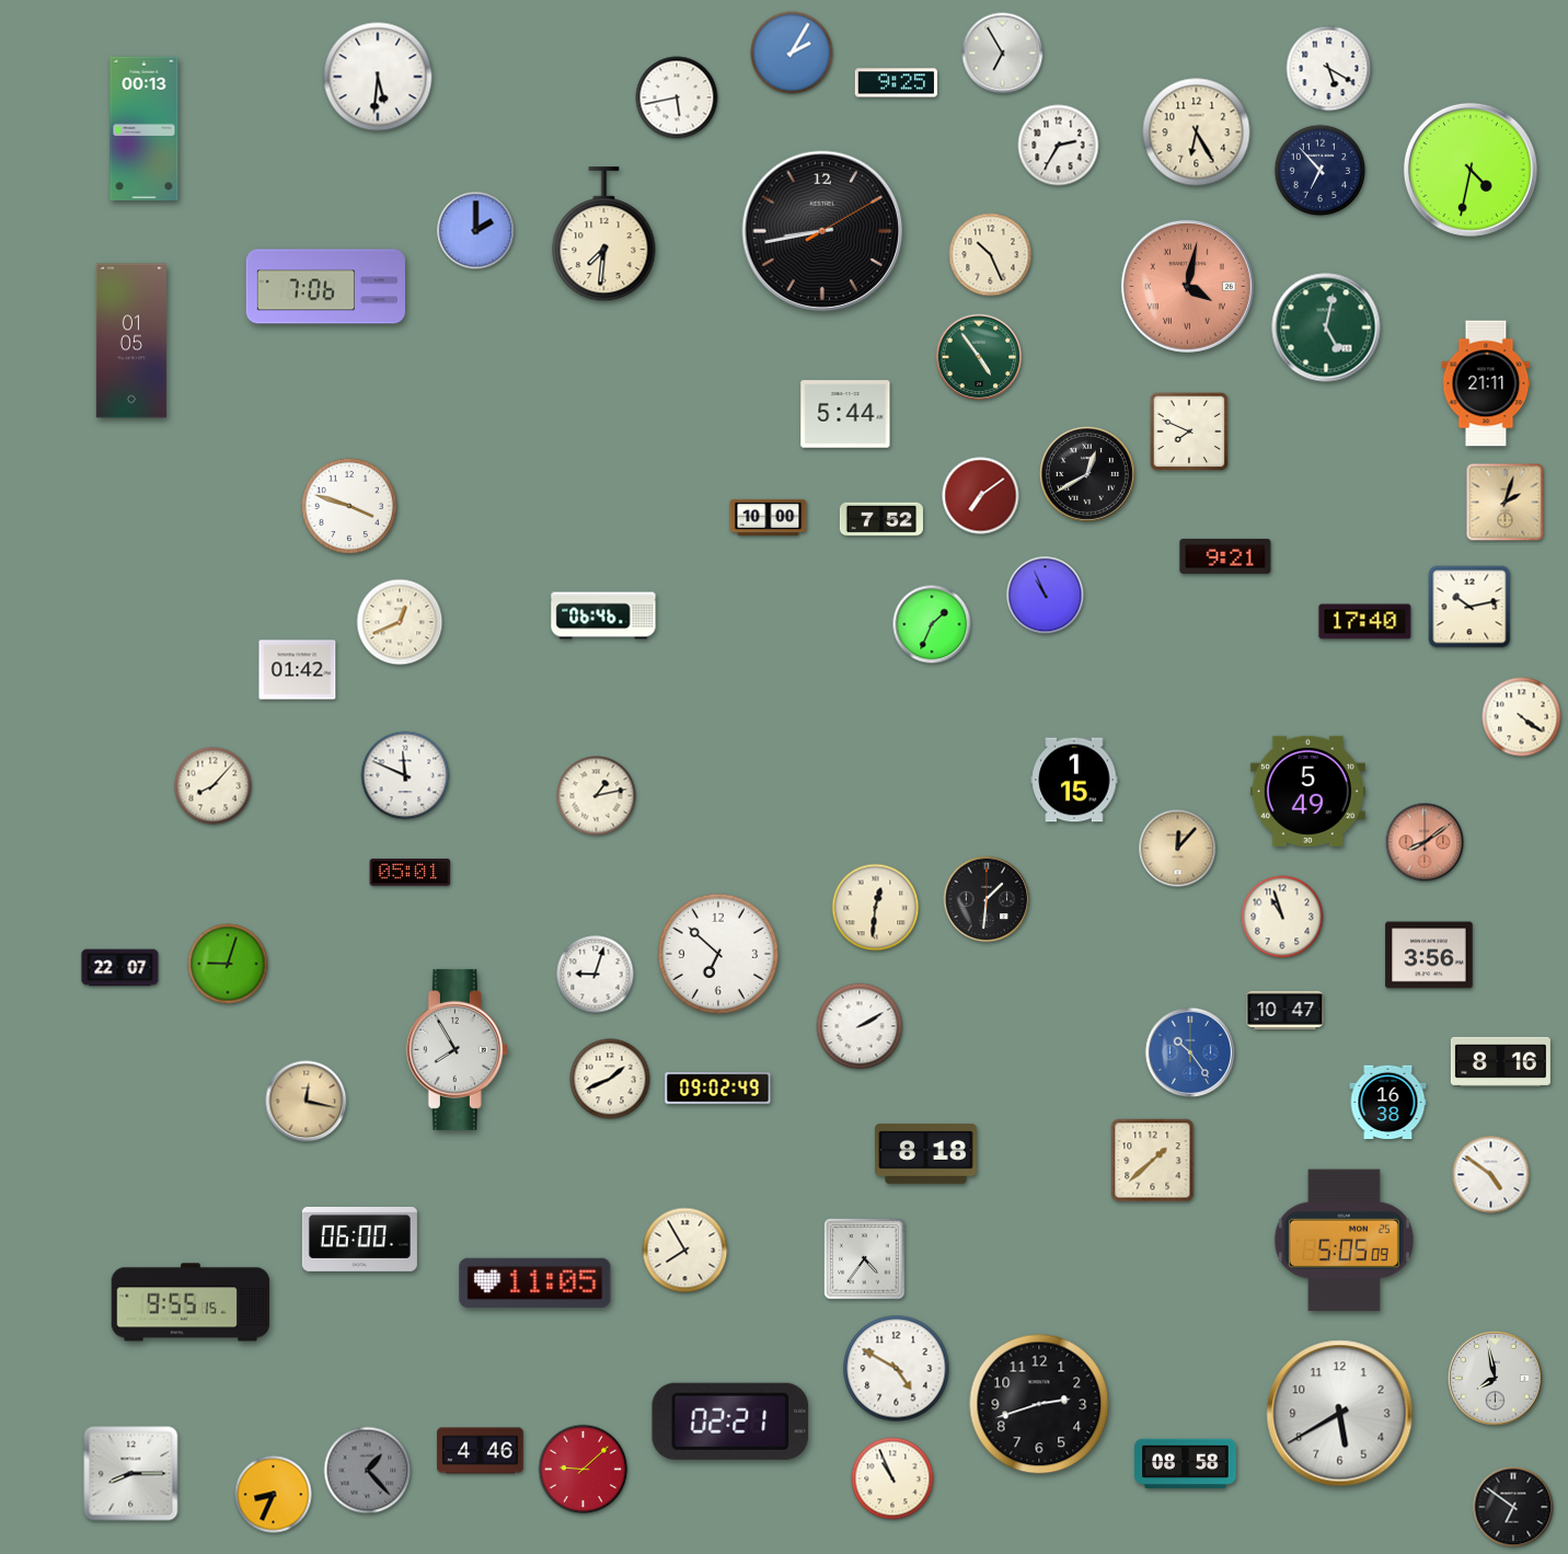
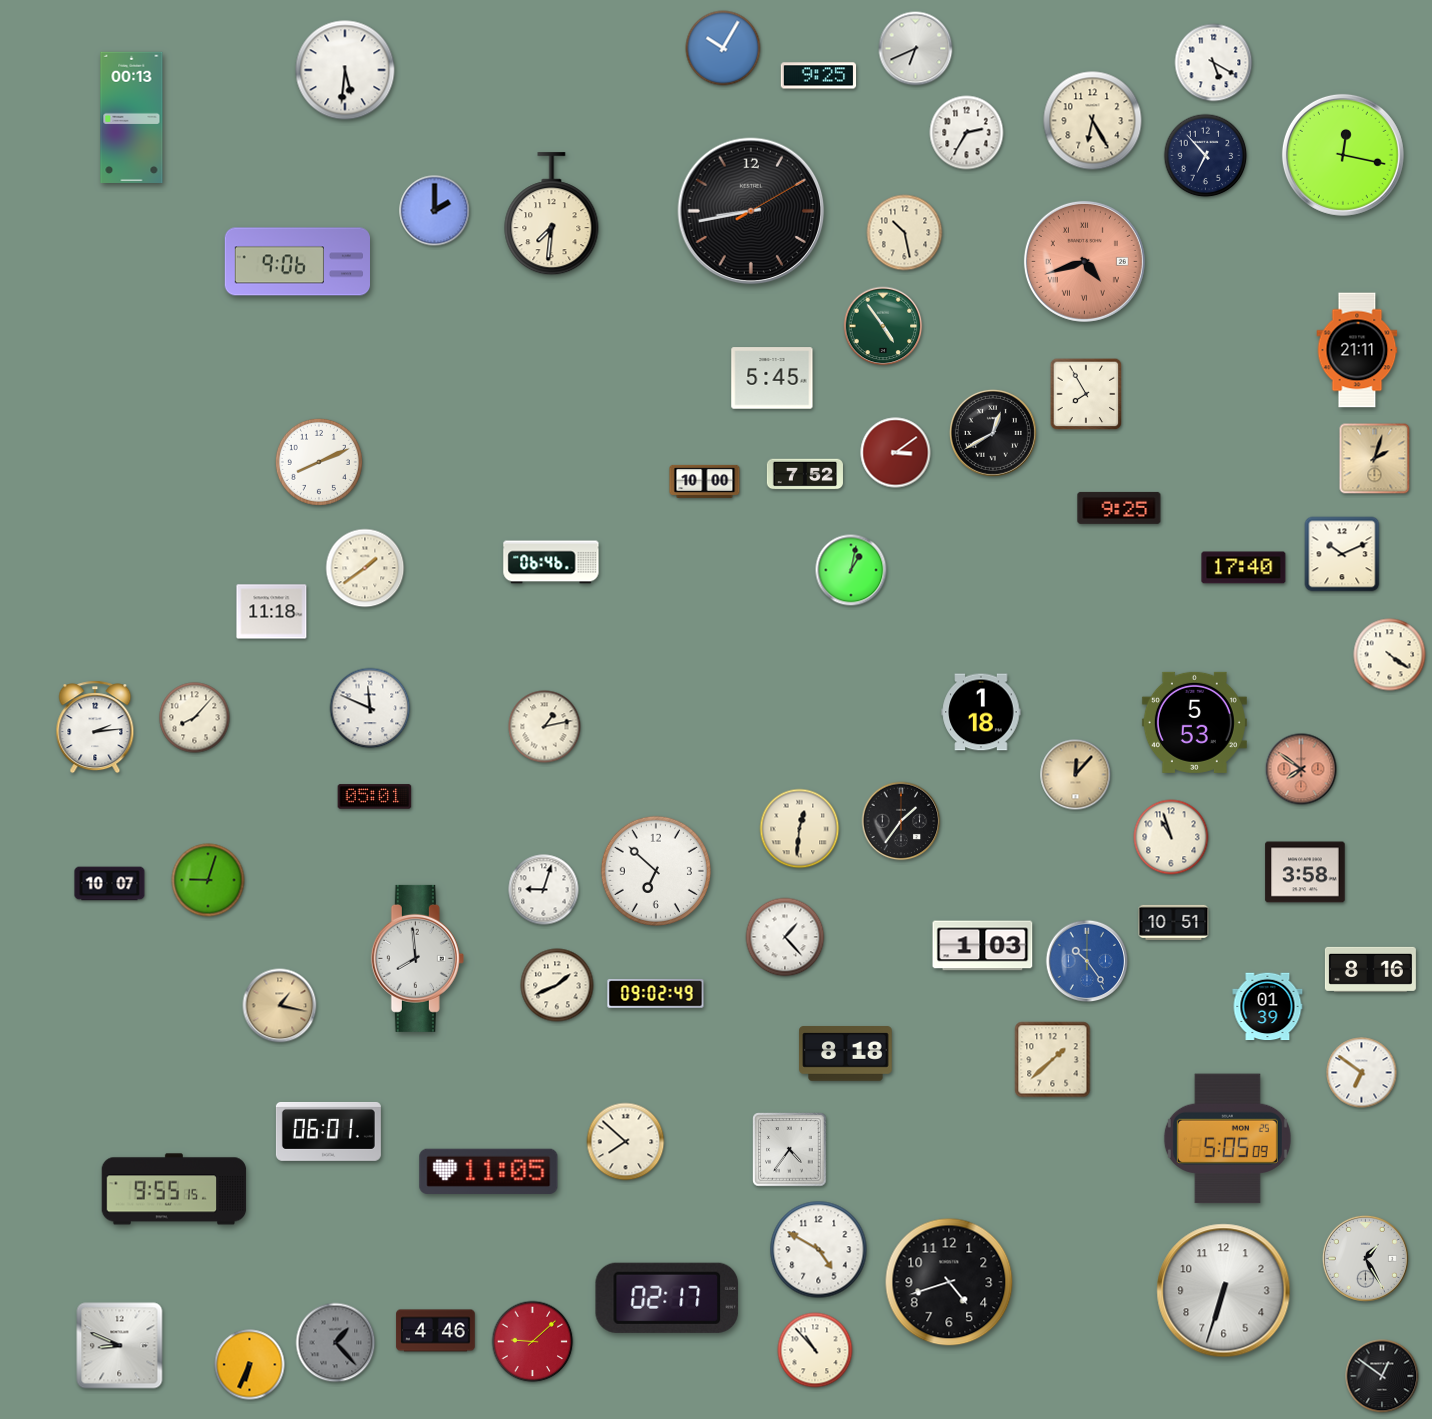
clock at (792, 53): 2:05 -> 10:05
clock at (1003, 54): 6:55 -> 6:41
clock at (677, 97): 5:43 -> none
clock at (1471, 170): 4:32 -> 12:17
clock at (991, 255): 10:26 -> 10:28
clock at (1187, 286): 4:02 -> 4:42
clock at (325, 287): 7:06 -> 9:06
clock at (1326, 327): 5:02 -> none
clock at (131, 341): 01:05 -> none
clock at (979, 357) position: (979, 357) -> (883, 326)
clock at (845, 414): 5:44 -> 5:45
clock at (1189, 431): 7:49 -> 7:55
clock at (981, 496): 7:09 -> 3:09
clock at (349, 506): 3:48 -> 8:11
clock at (769, 517) position: (769, 517) -> (705, 481)
clock at (1225, 556): 9:21 -> 9:25
clock at (1046, 596): 10:56 -> none
clock at (1469, 607): 10:13 -> 10:11
clock at (400, 622): 12:41 -> 1:39
clock at (1365, 622) position: (1365, 622) -> (1244, 568)
clock at (932, 624): 1:34 -> 1:02
clock at (298, 670): 01:42 -> 11:18
clock at (1074, 780): 1:15 -> 1:18
clock at (1307, 791): 5:49 -> 5:53
clock at (95, 727): none -> 2:14
clock at (1425, 842): 8:09 -> 7:51
clock at (987, 899): 1:31 -> 1:36
clock at (1429, 955): 3:56 -> 3:58
clock at (120, 968): 22:07 -> 10:07
clock at (1285, 1010): 10:47 -> 10:51
clock at (860, 1026): 2:10 -> 1:23
clock at (983, 946): none -> 1:03
clock at (457, 1049): 7:55 -> 7:59
clock at (307, 1102): 12:17 -> 1:17
clock at (1388, 1103): 16:38 -> 01:39
clock at (1491, 1175): 4:51 -> 6:51
clock at (359, 1239): 06:00 -> 06:01
clock at (1344, 1241) position: (1344, 1241) -> (1227, 1139)
clock at (685, 1251): 7:55 -> 7:52
clock at (1495, 1378): 7:58 -> 1:25
clock at (1039, 1404): 2:42 -> 4:42
clock at (1340, 1414): 5:40 -> 6:33
clock at (730, 1421): 02:21 -> 02:17
clock at (481, 1451) position: (481, 1451) -> (436, 1331)
clock at (1186, 1464): 08:58 -> none
clock at (131, 1474): 8:15 -> 8:49
clock at (892, 1478): 10:56 -> 10:53
clock at (274, 1495): 8:34 -> 6:34
clock at (1513, 1507): 6:51 -> 12:51
